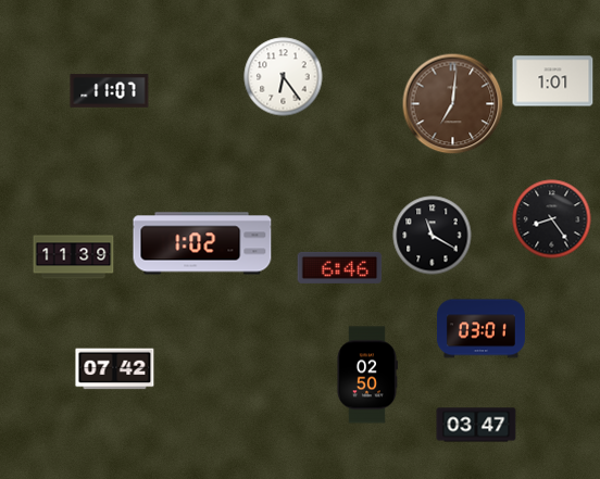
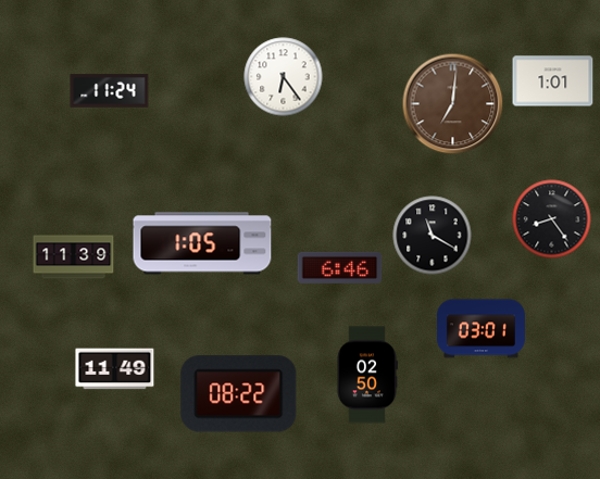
clock at (110, 91): 11:07 -> 11:24
clock at (202, 243): 1:02 -> 1:05
clock at (115, 369): 07:42 -> 11:49
clock at (239, 394): none -> 08:22
clock at (476, 425): 03:47 -> none
